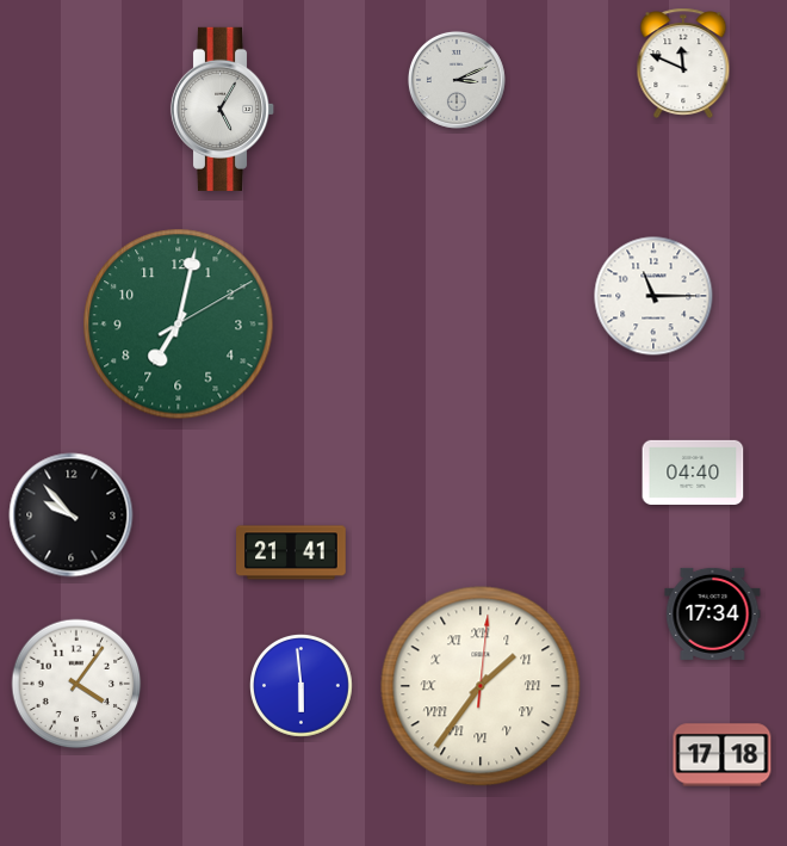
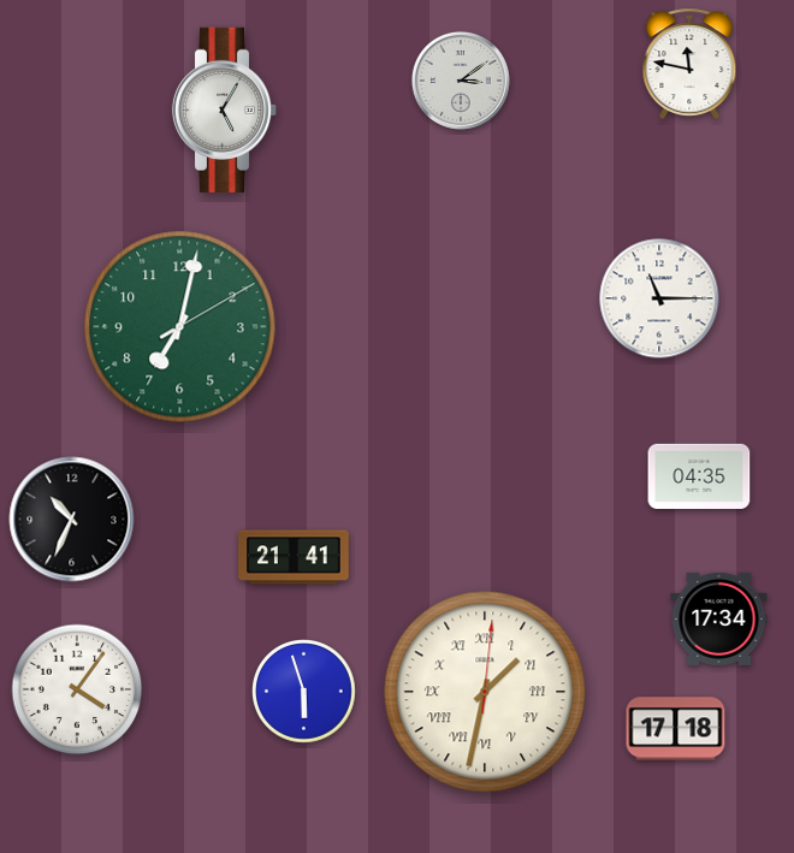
clock at (683, 63): 11:49 -> 11:47
clock at (457, 80): 3:11 -> 3:09
clock at (693, 473): 04:40 -> 04:35
clock at (72, 515): 9:53 -> 10:34
clock at (302, 686): 5:59 -> 5:57
clock at (481, 686): 1:36 -> 1:32
clock at (723, 755) position: (723, 755) -> (676, 729)
